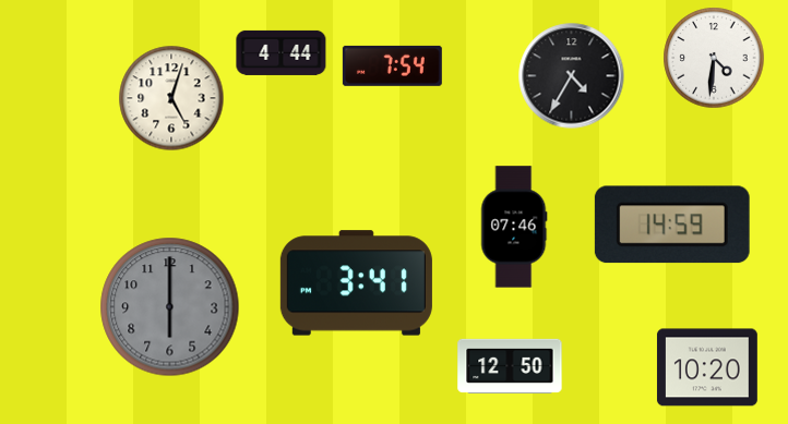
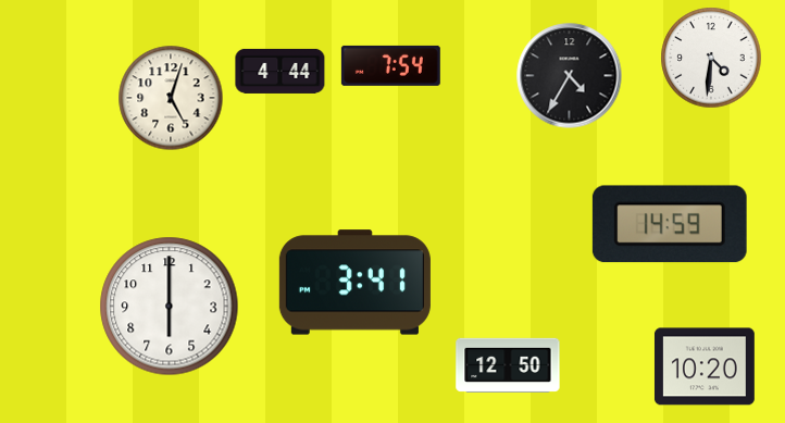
clock at (282, 52) position: (282, 52) -> (281, 71)
clock at (514, 227): 07:46 -> none
clock at (170, 307) dial: grey -> white
